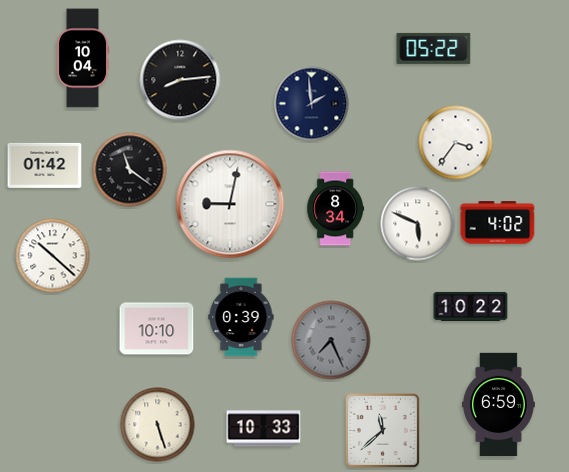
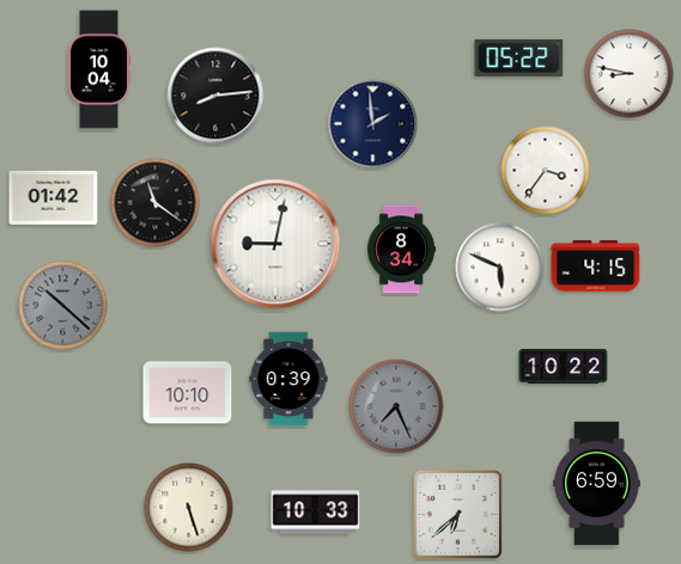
clock at (630, 74): none -> 8:47
clock at (498, 223): 4:02 -> 4:15
clock at (53, 256) dial: white -> grey
clock at (382, 430): 11:38 -> 6:38
